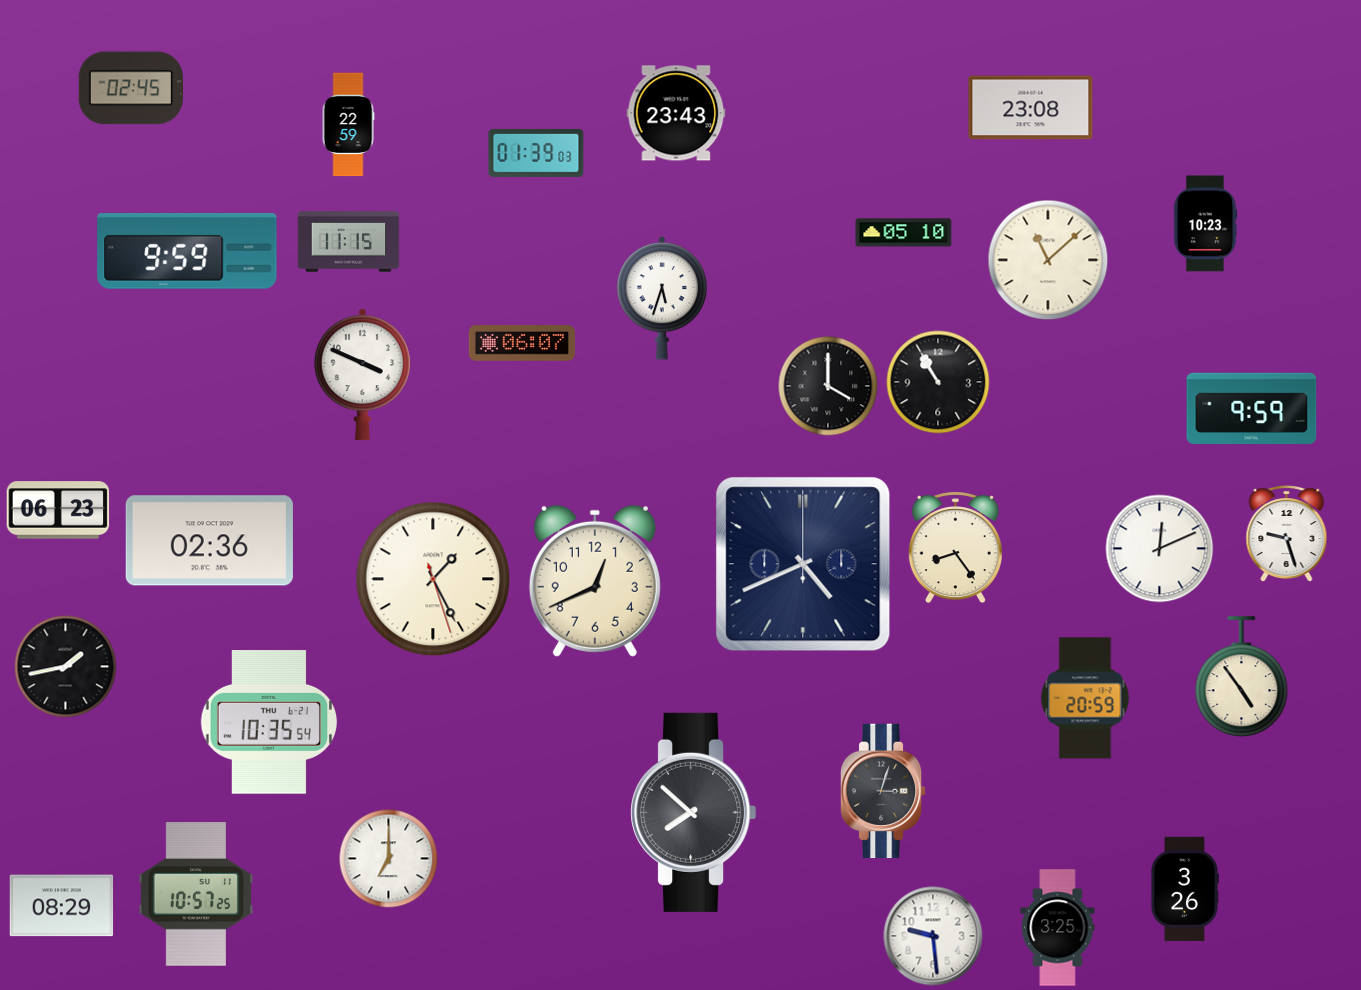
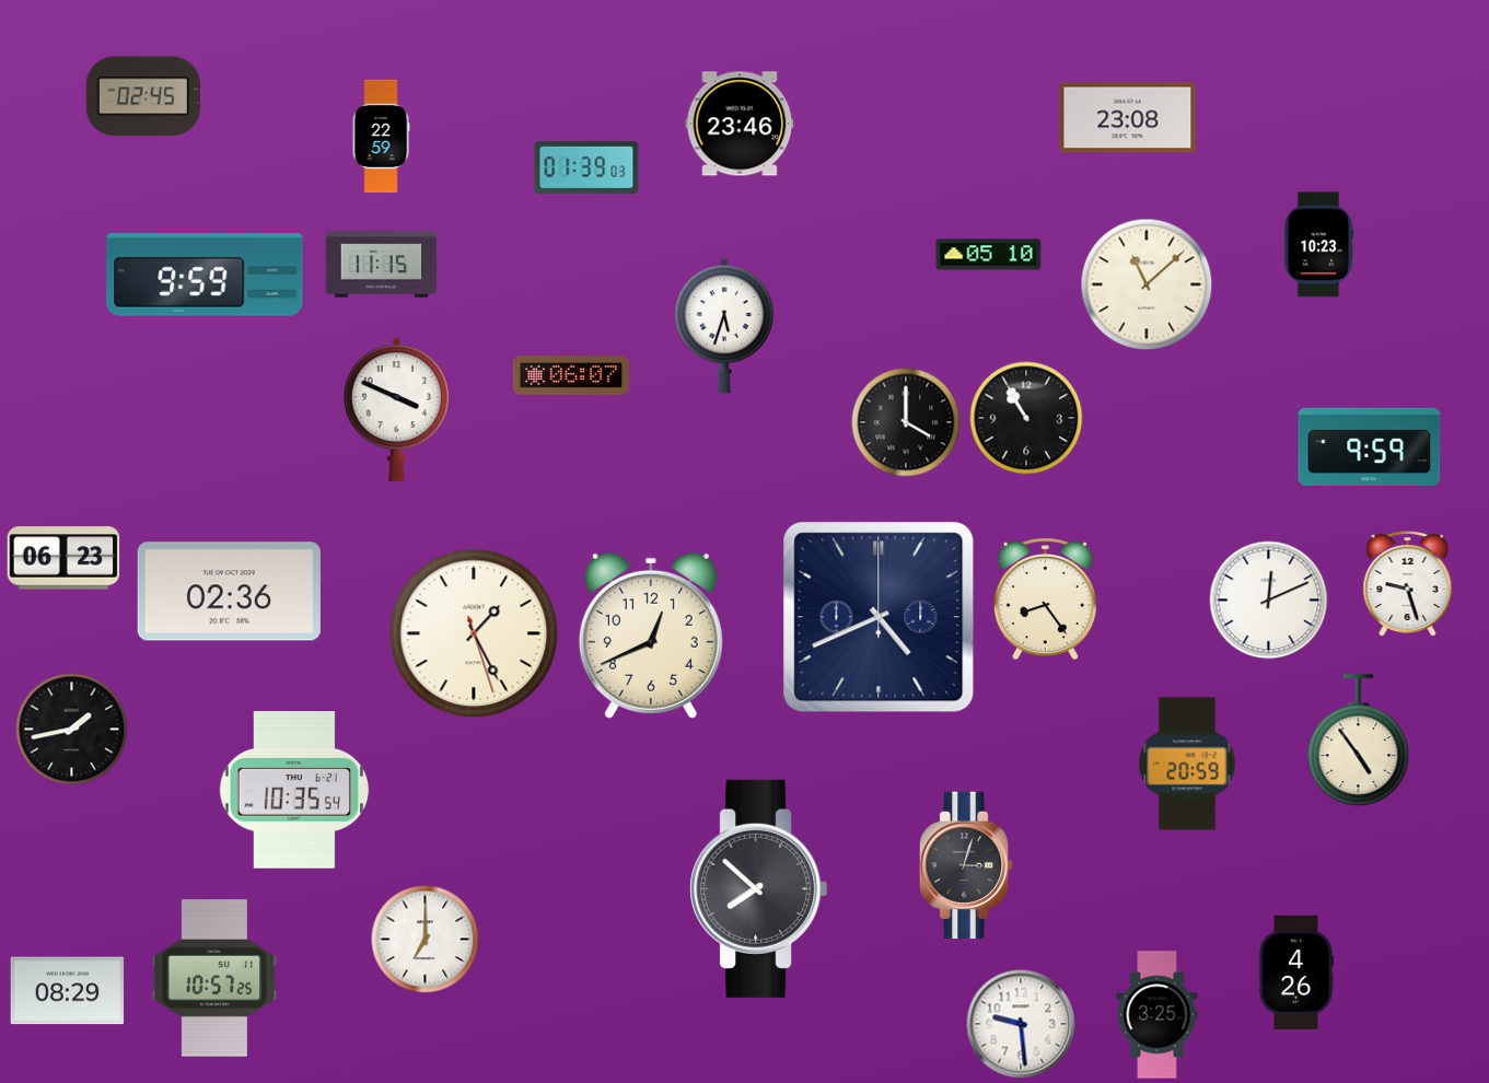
clock at (676, 113): 23:43 -> 23:46
clock at (1184, 889): 3:26 -> 4:26
